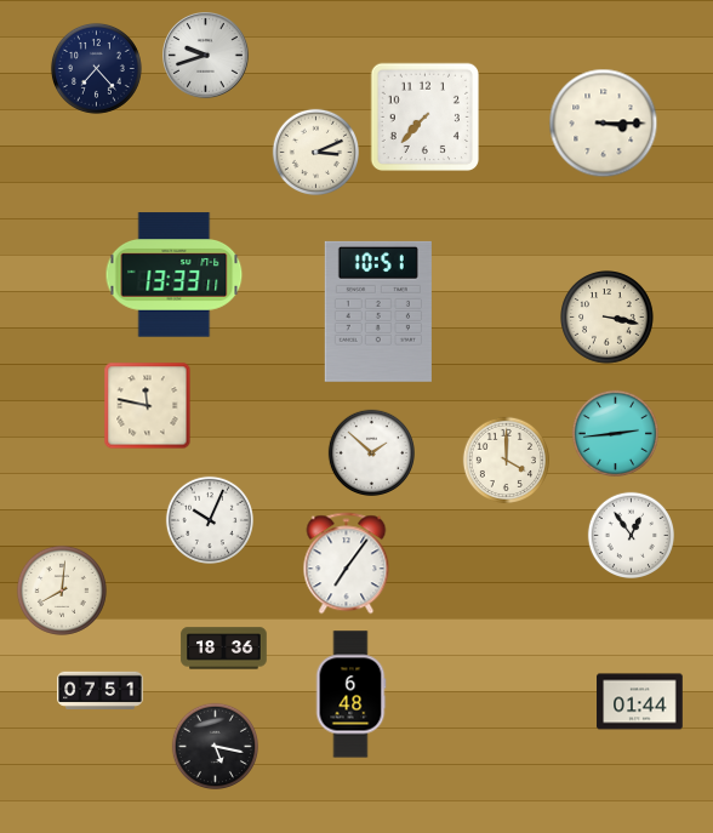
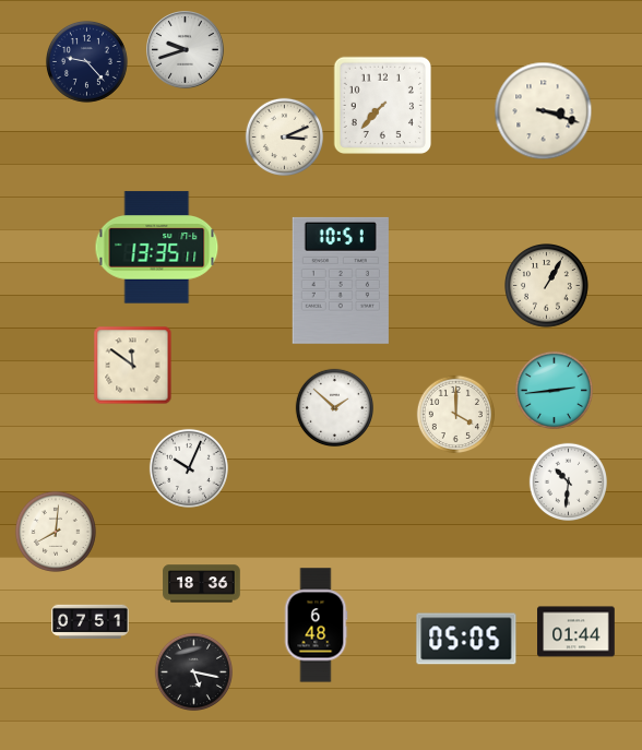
clock at (96, 68): 7:23 -> 9:23
clock at (604, 124): 3:15 -> 3:18
clock at (175, 275): 13:33 -> 13:35
clock at (608, 318): 3:17 -> 1:05
clock at (148, 406): 11:47 -> 11:51
clock at (631, 535): 12:54 -> 10:31
clock at (347, 564): 7:06 -> none
clock at (466, 639): none -> 05:05
